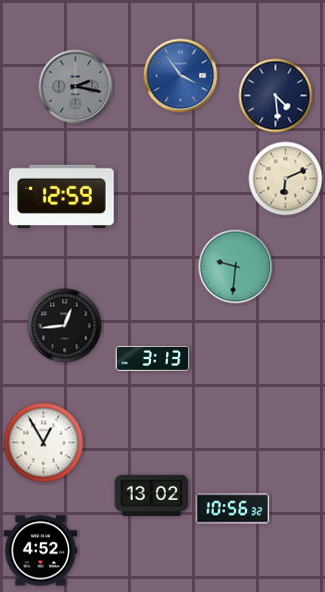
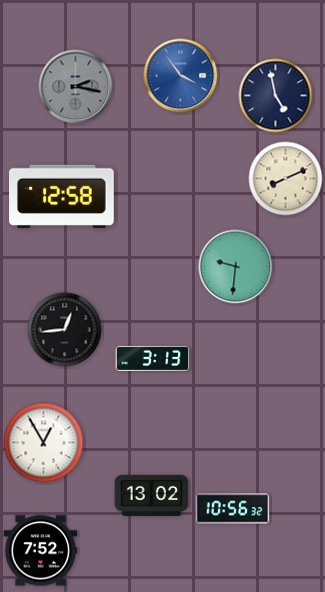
clock at (276, 96): 4:29 -> 4:58
clock at (286, 179): 6:11 -> 8:11
clock at (62, 196): 12:59 -> 12:58
clock at (65, 326) position: (65, 326) -> (65, 330)
clock at (41, 551): 4:52 -> 7:52
